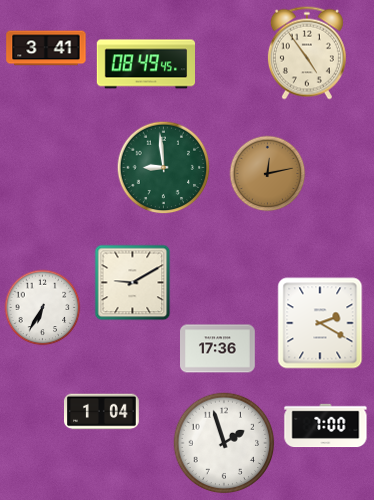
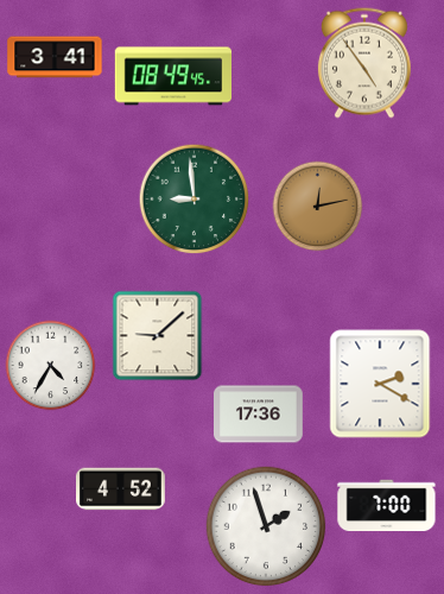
clock at (133, 283): 9:10 -> 9:08
clock at (43, 308): 6:35 -> 4:35
clock at (102, 412): 1:04 -> 4:52
